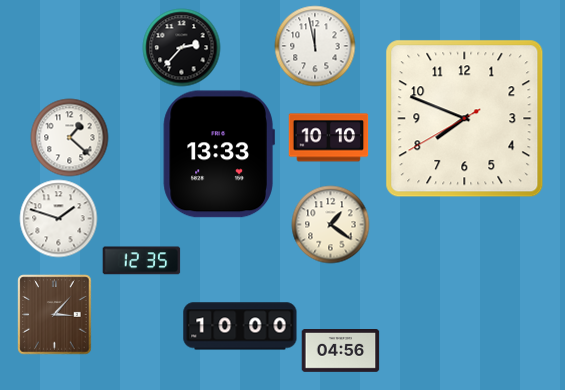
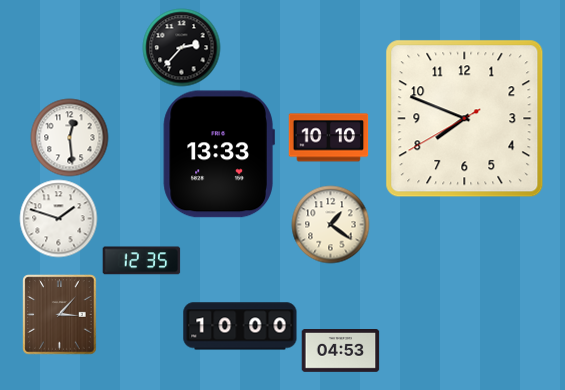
clock at (315, 46): 11:58 -> none
clock at (69, 137): 1:22 -> 12:29
clock at (55, 314) position: (55, 314) -> (60, 314)
clock at (340, 351): 04:56 -> 04:53
